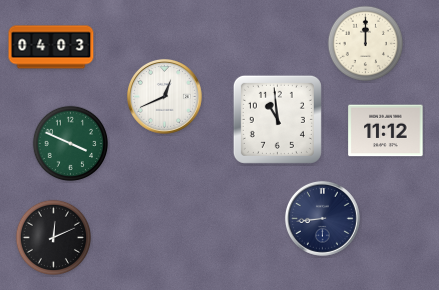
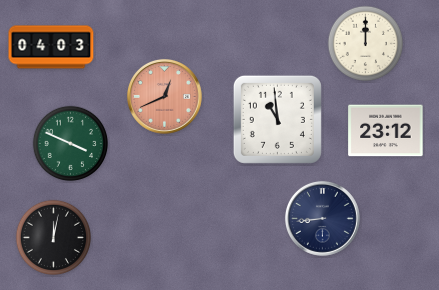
clock at (164, 96) dial: white -> salmon
clock at (386, 131): 11:12 -> 23:12
clock at (54, 238): 12:11 -> 12:02
